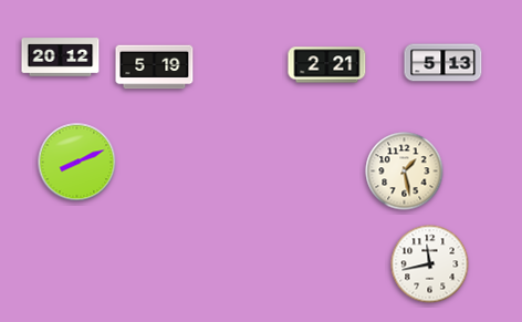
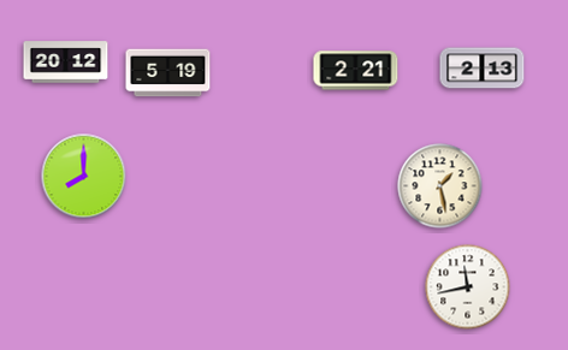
clock at (443, 63): 5:13 -> 2:13
clock at (77, 163): 8:11 -> 8:00
